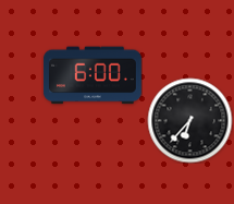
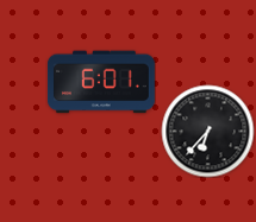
clock at (93, 75): 6:00 -> 6:01
